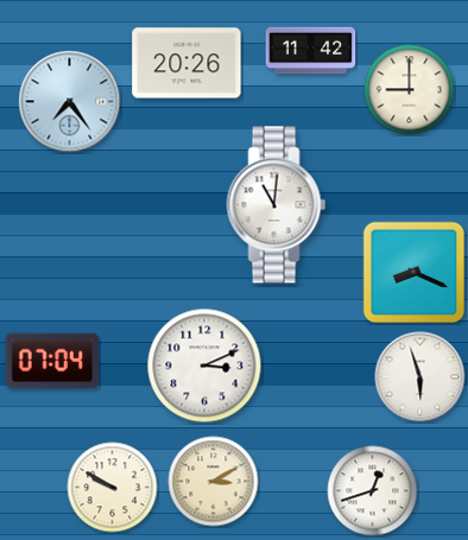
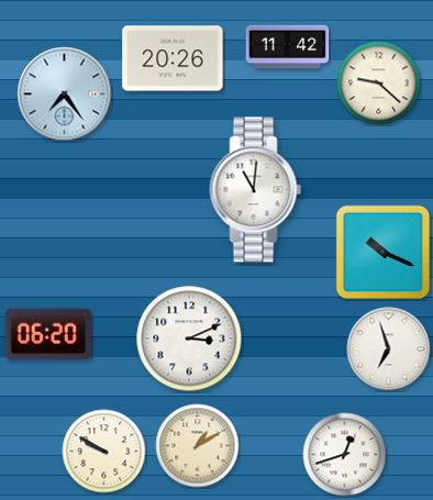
clock at (410, 90): 9:00 -> 9:22
clock at (415, 273): 8:19 -> 10:19
clock at (51, 361): 07:04 -> 06:20
clock at (420, 377): 5:57 -> 6:57
clock at (214, 482): 3:10 -> 1:10
